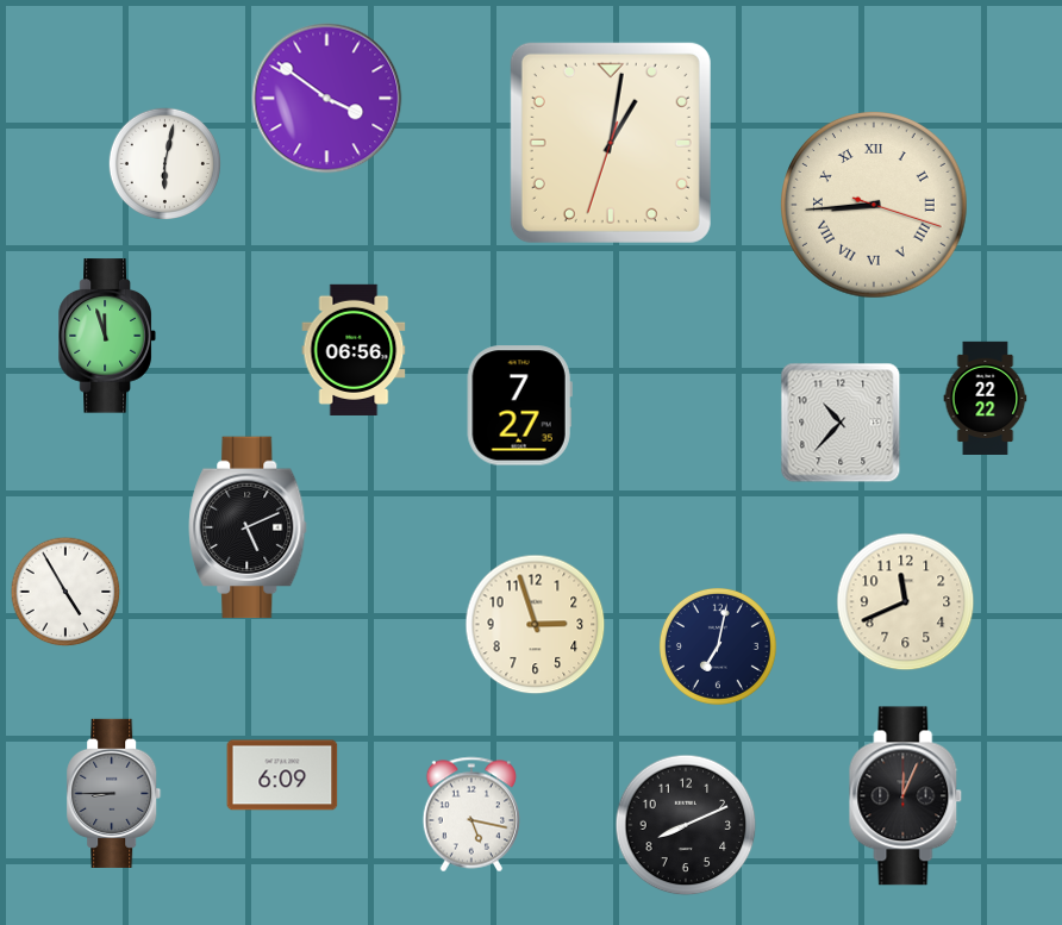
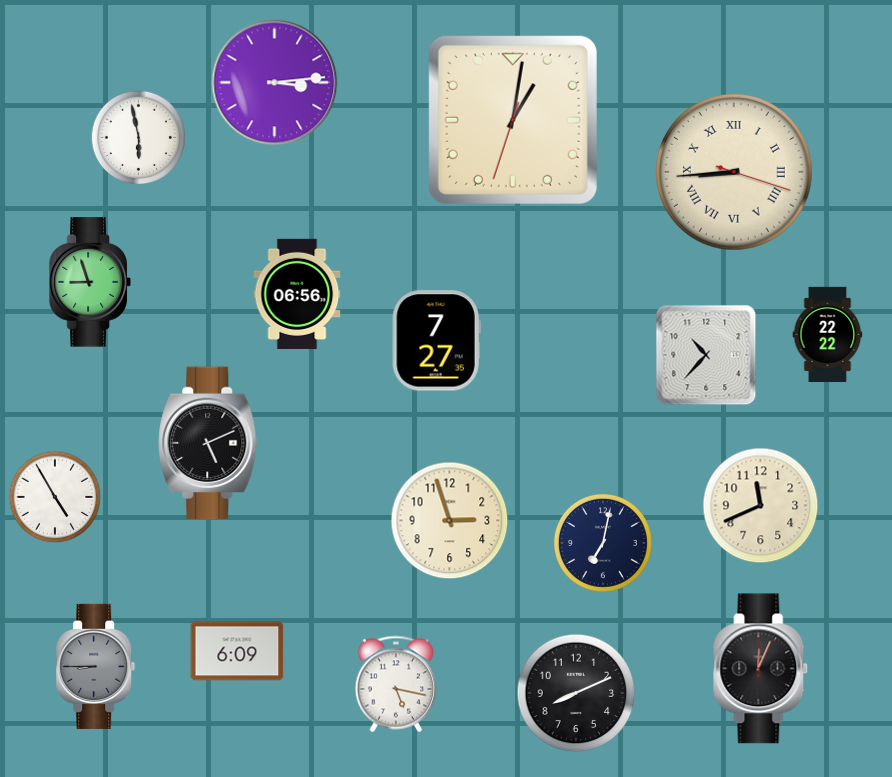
clock at (327, 99): 3:51 -> 3:14
clock at (164, 163): 6:02 -> 5:58
clock at (107, 336): 11:57 -> 8:57
clock at (536, 625) position: (536, 625) -> (450, 521)
